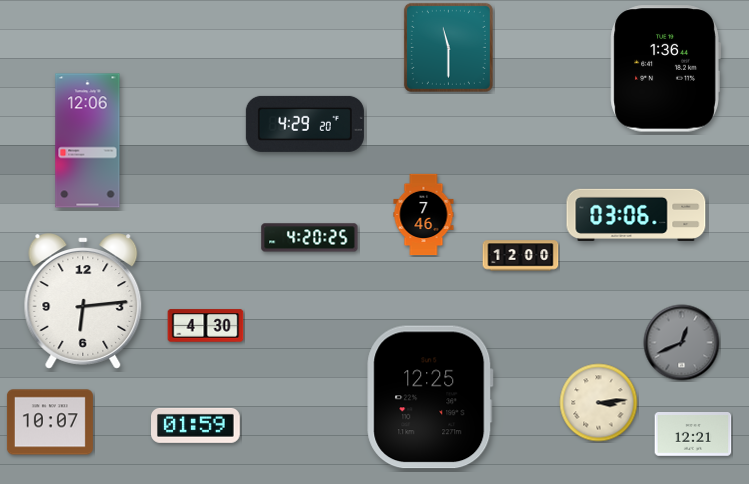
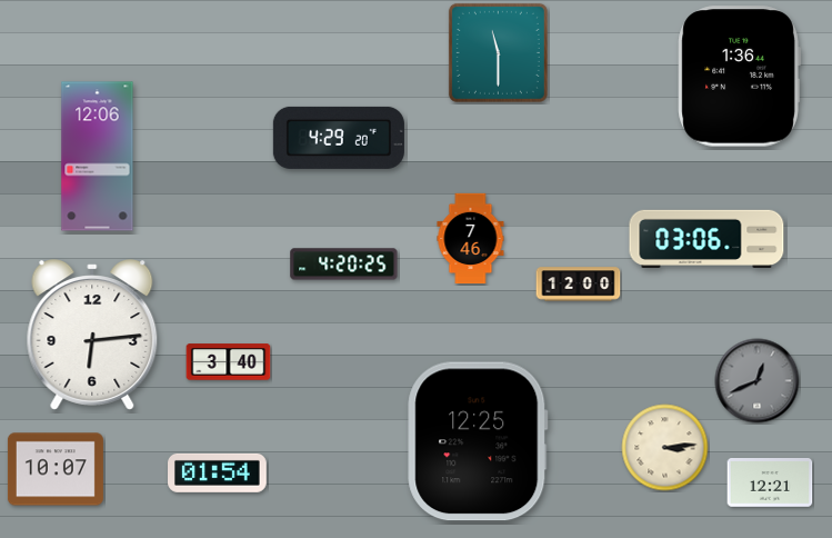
clock at (206, 326): 4:30 -> 3:40
clock at (196, 425): 01:59 -> 01:54
